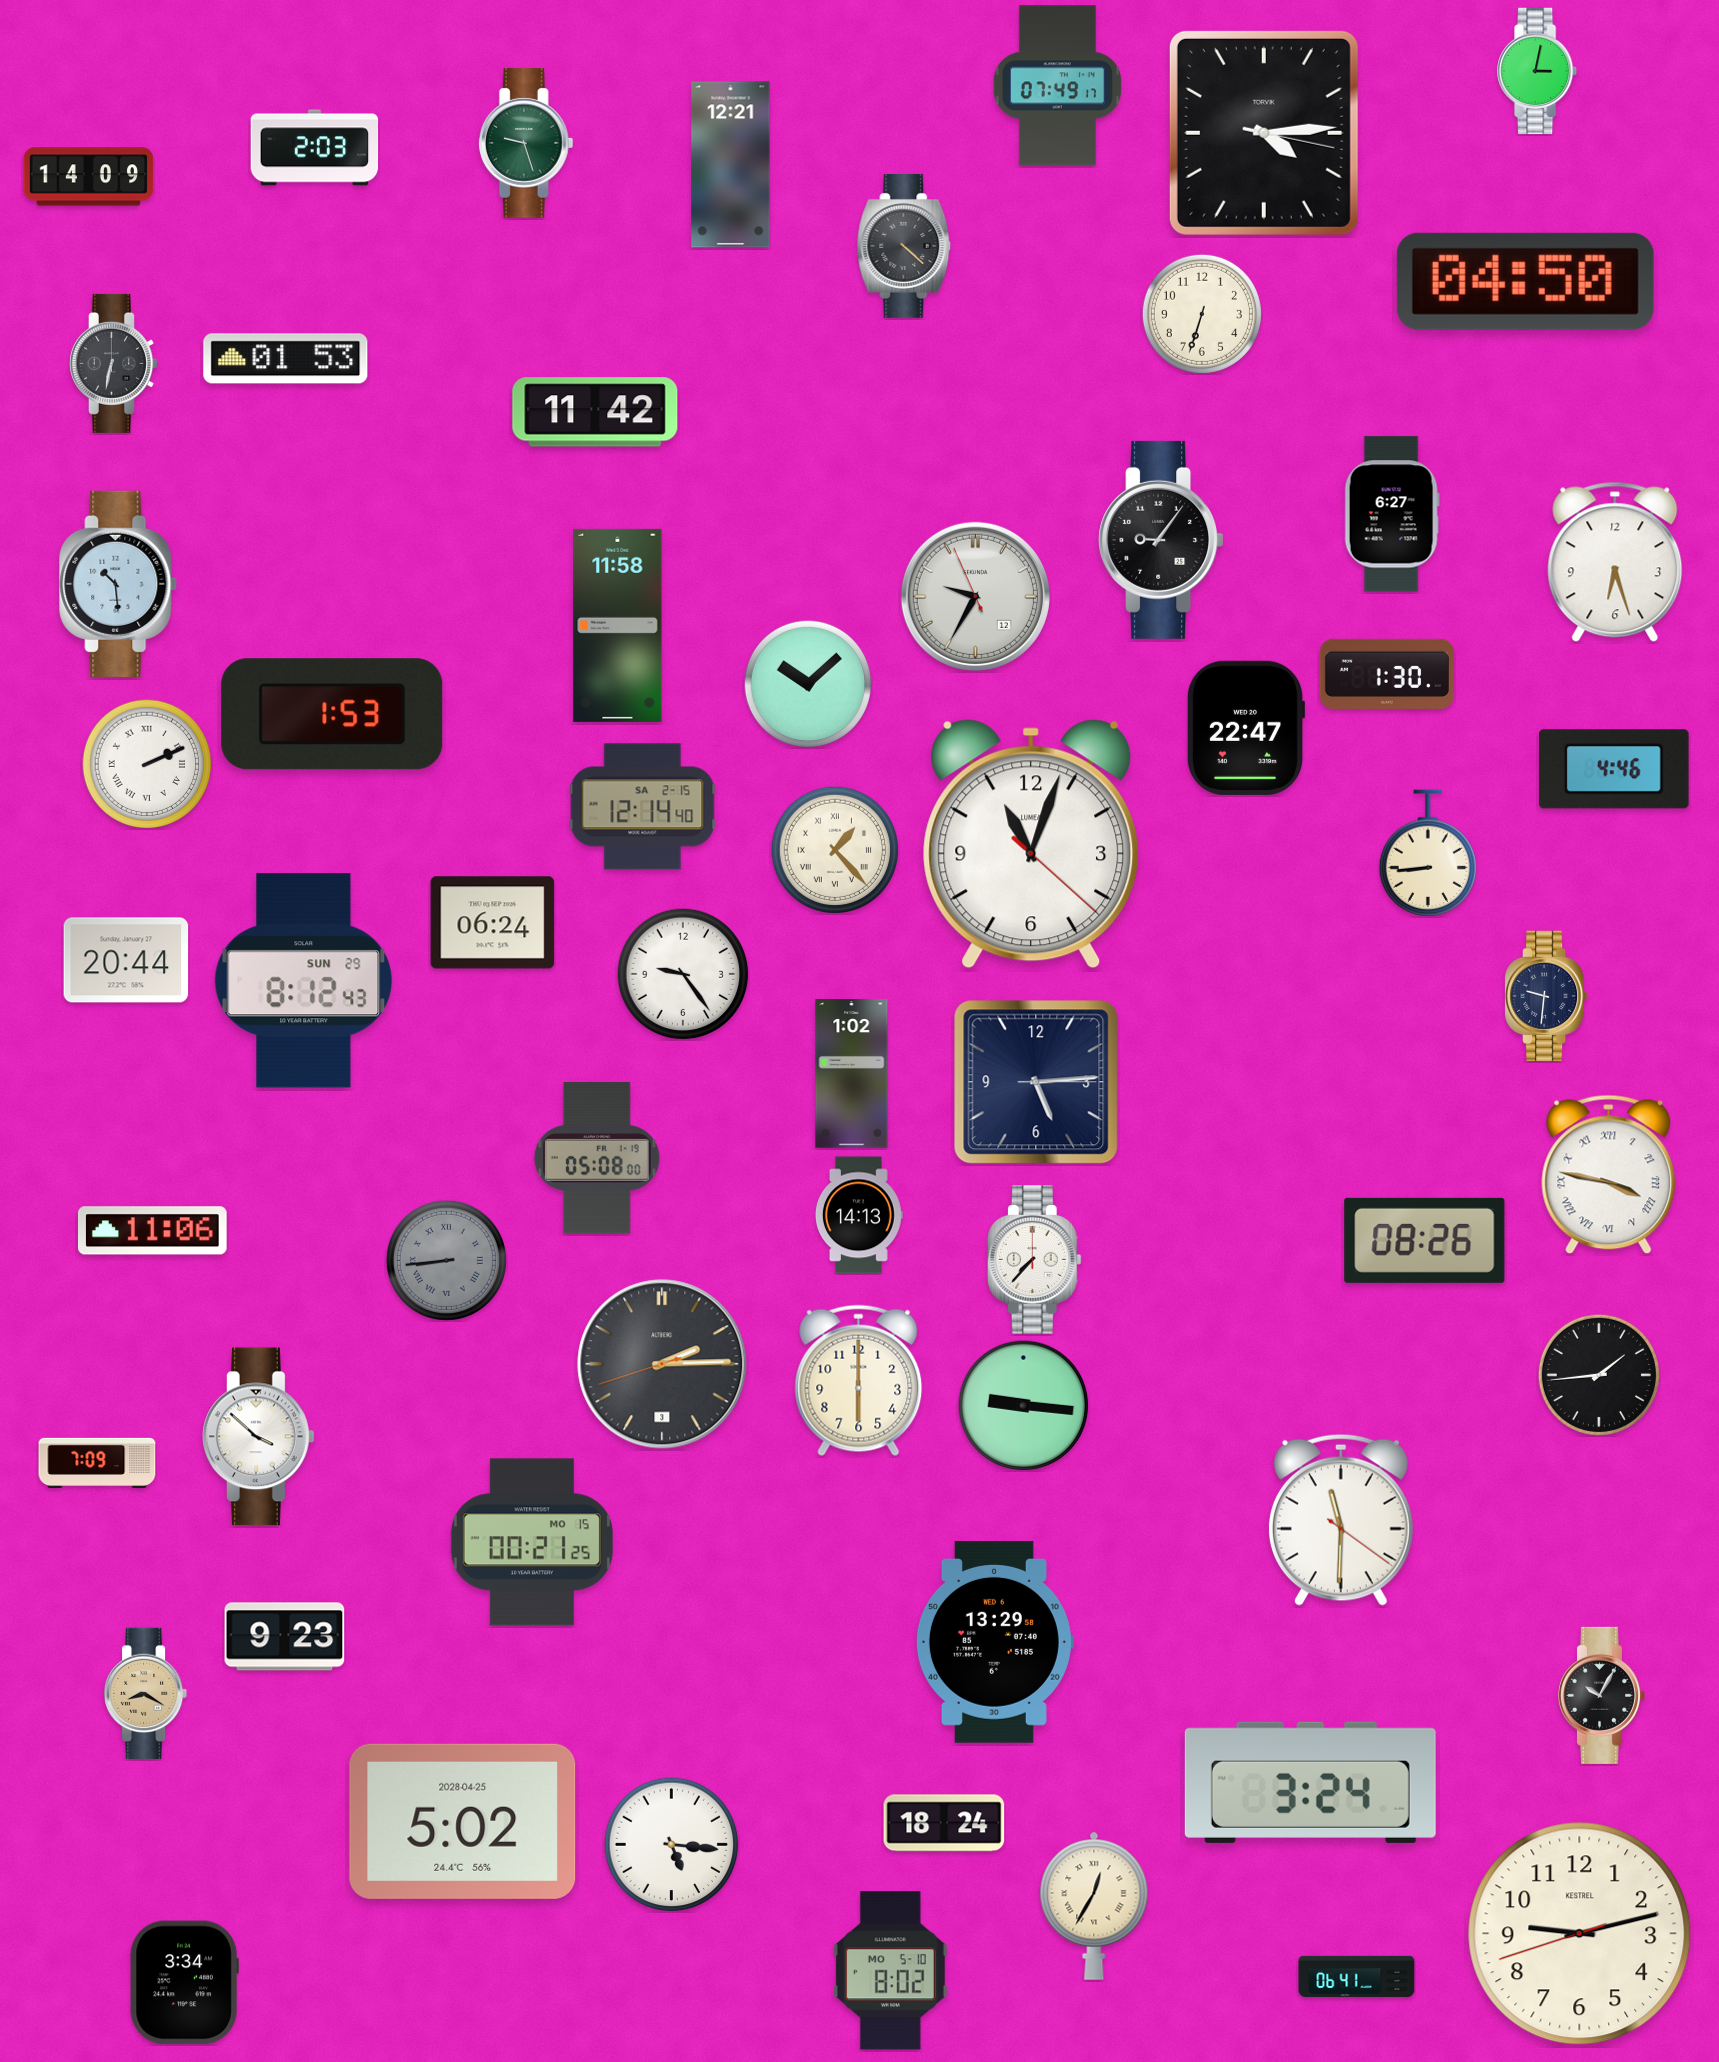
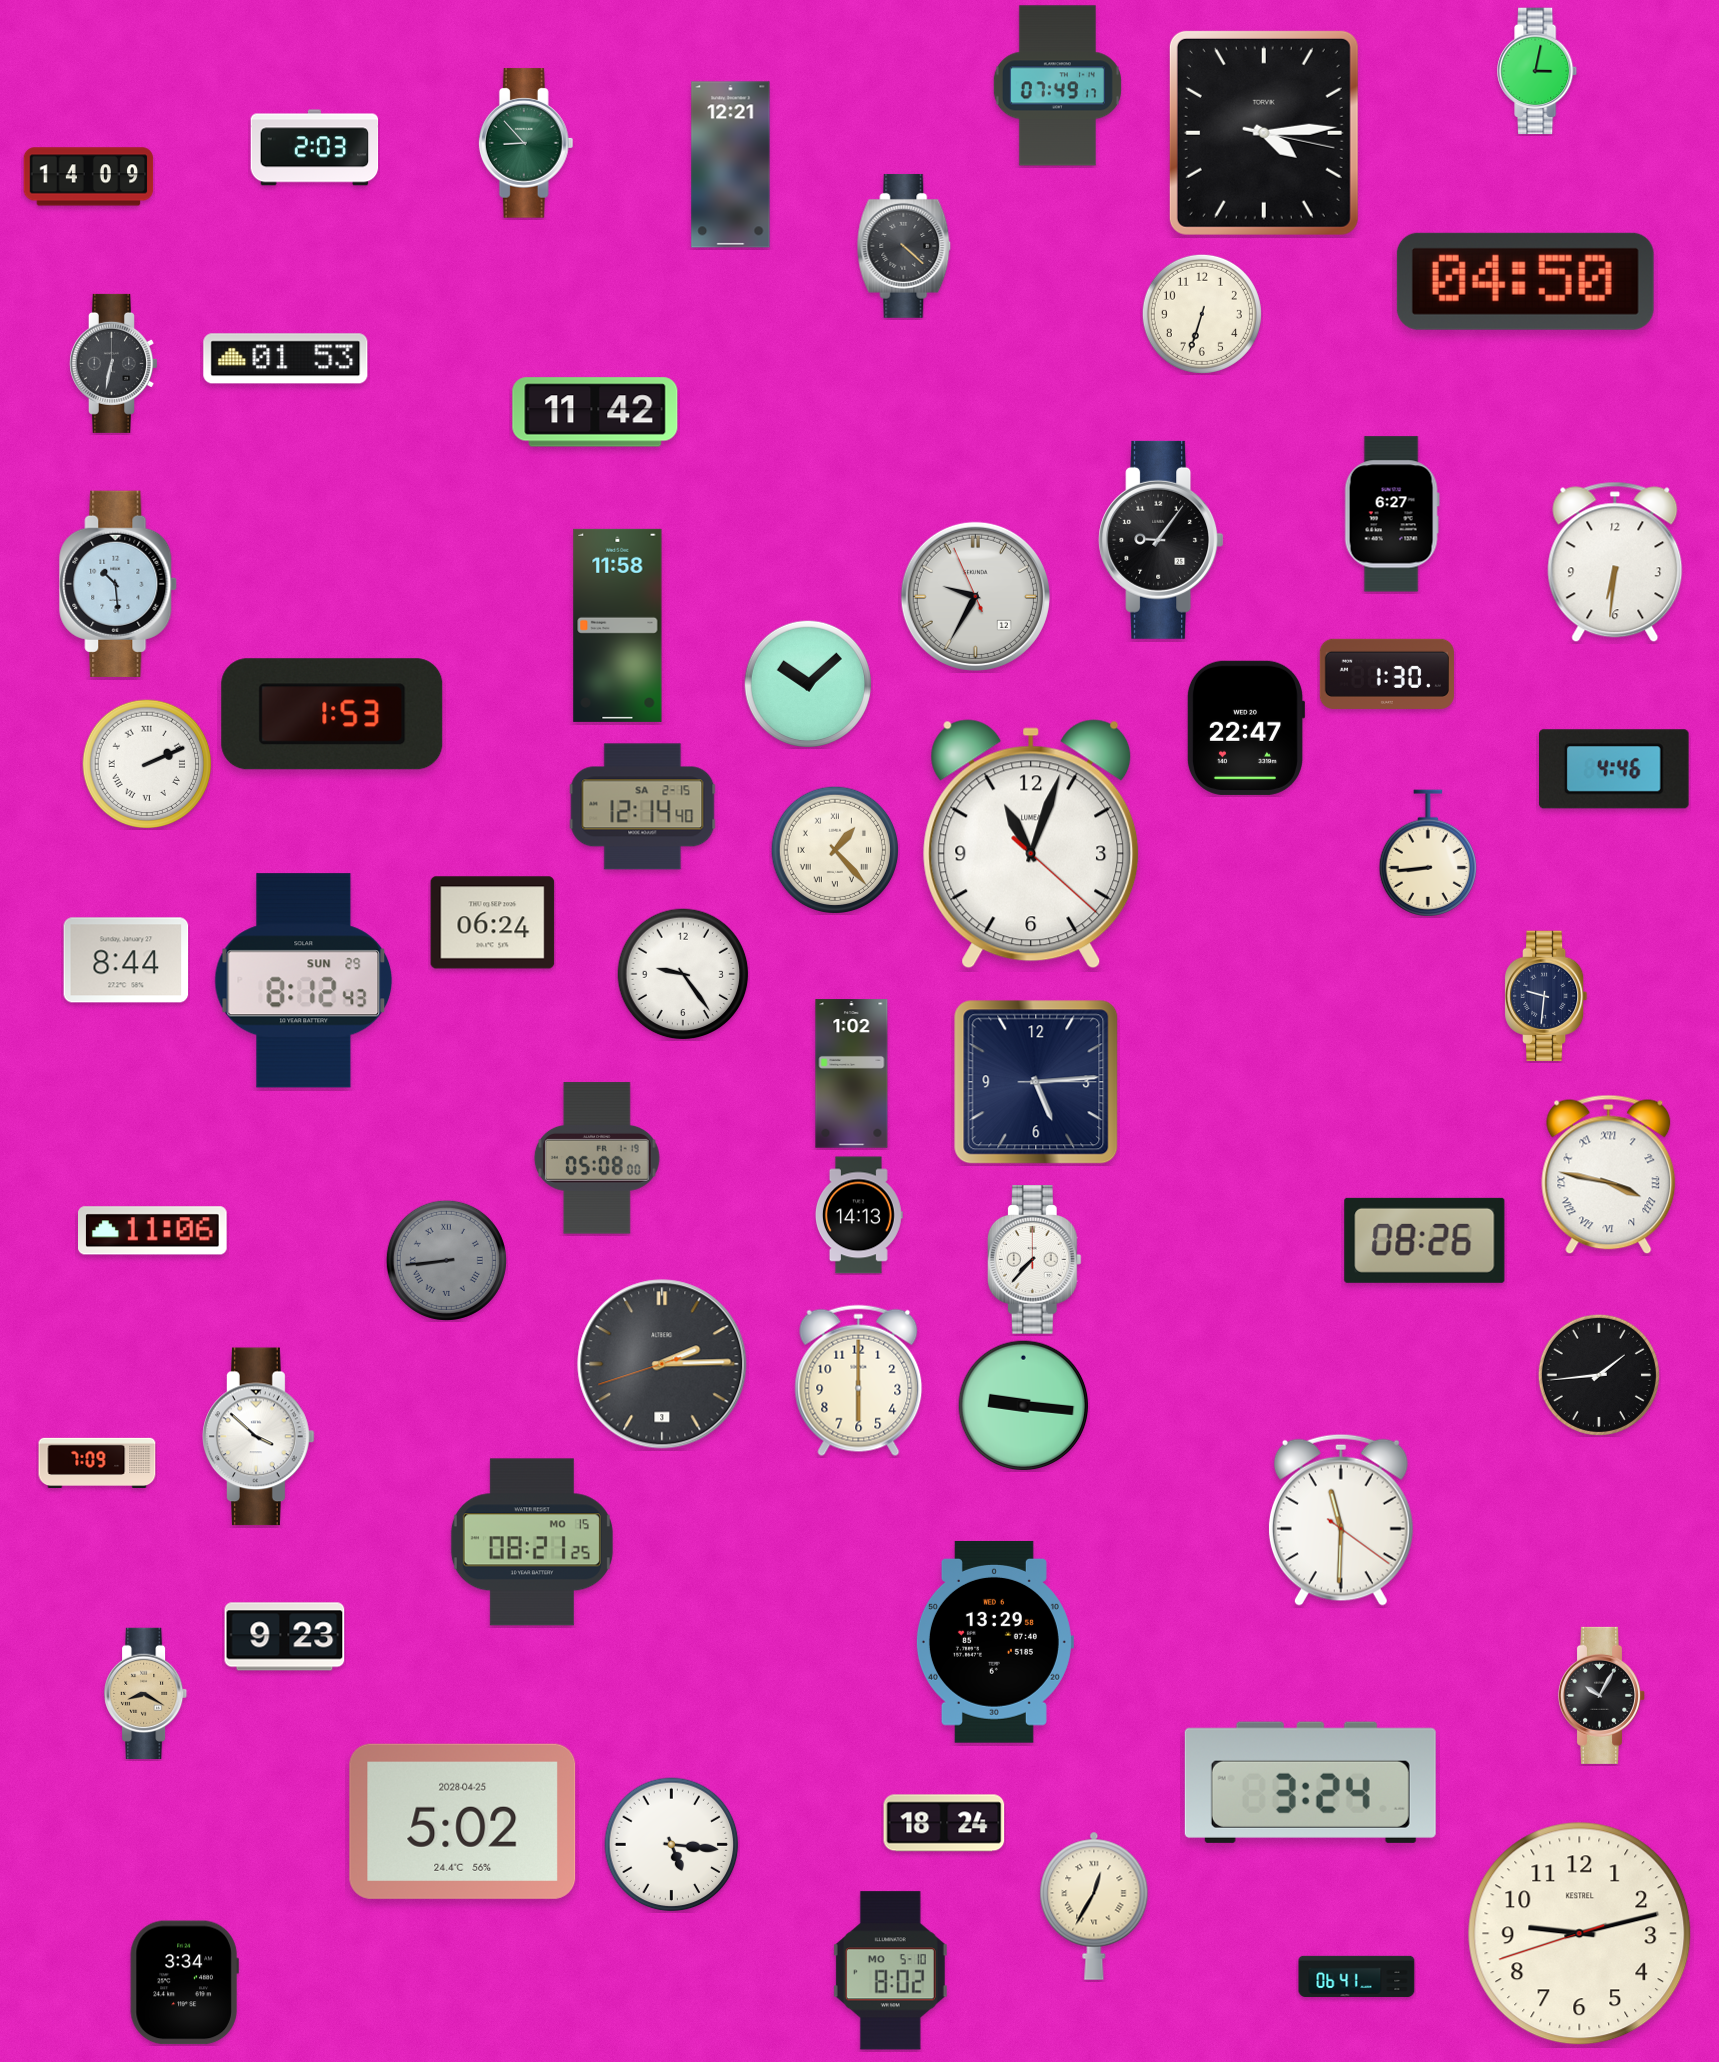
clock at (526, 143): 9:27 -> 8:53
clock at (1615, 562): 6:27 -> 6:31
clock at (126, 960): 20:44 -> 8:44
clock at (532, 1542): 00:21 -> 08:21
